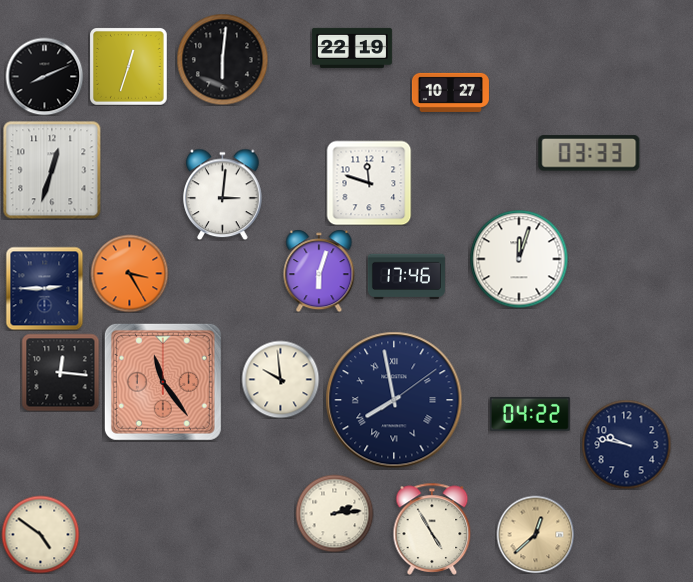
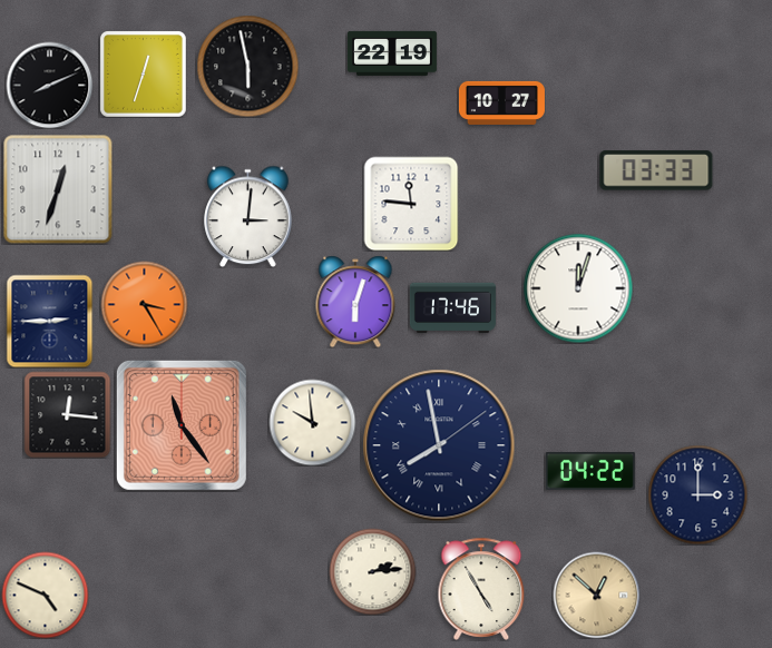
clock at (222, 59): 6:01 -> 5:58
clock at (369, 183): 11:48 -> 11:46
clock at (530, 414) position: (530, 414) -> (590, 471)
clock at (626, 444): 9:47 -> 3:00
clock at (40, 534): 4:51 -> 4:49
clock at (535, 534): 12:38 -> 12:52
